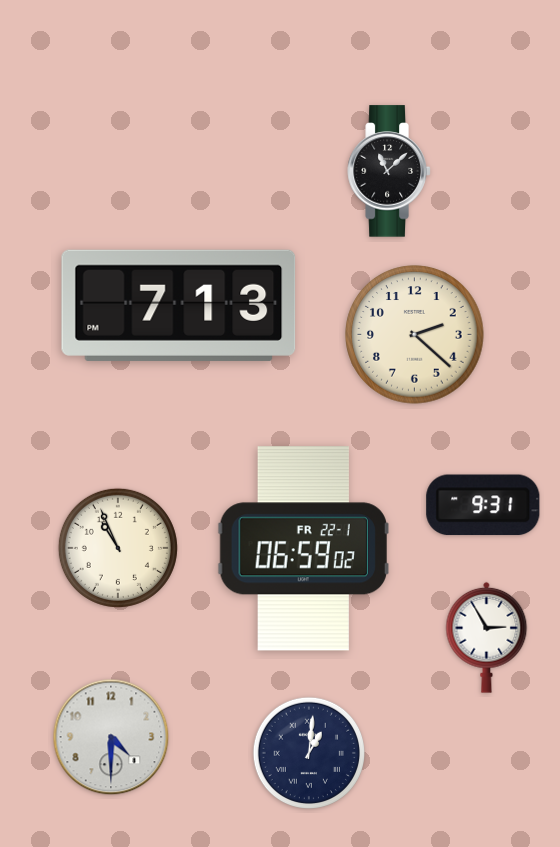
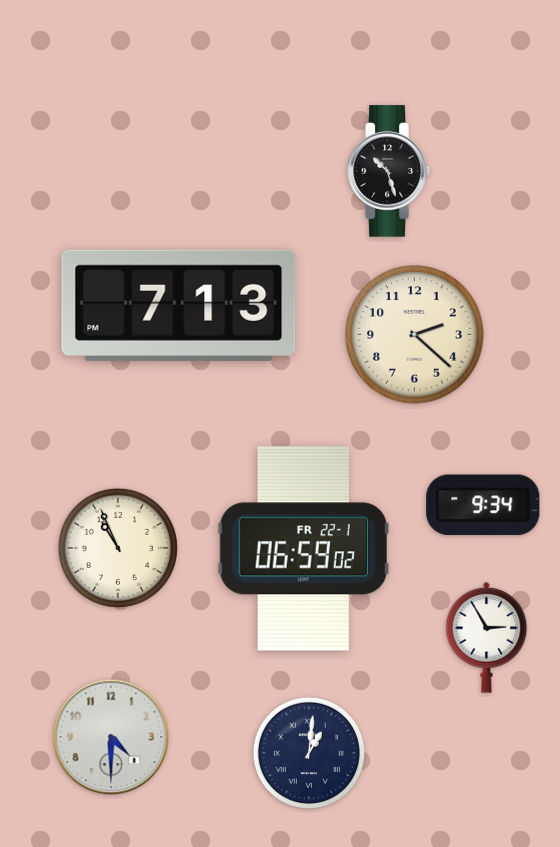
clock at (389, 171): 11:08 -> 10:27
clock at (483, 505): 9:31 -> 9:34
